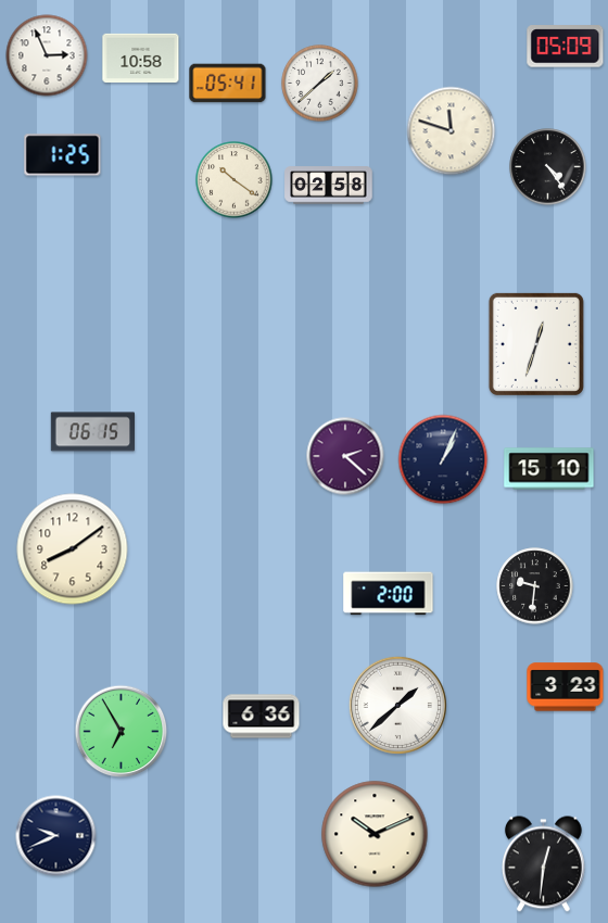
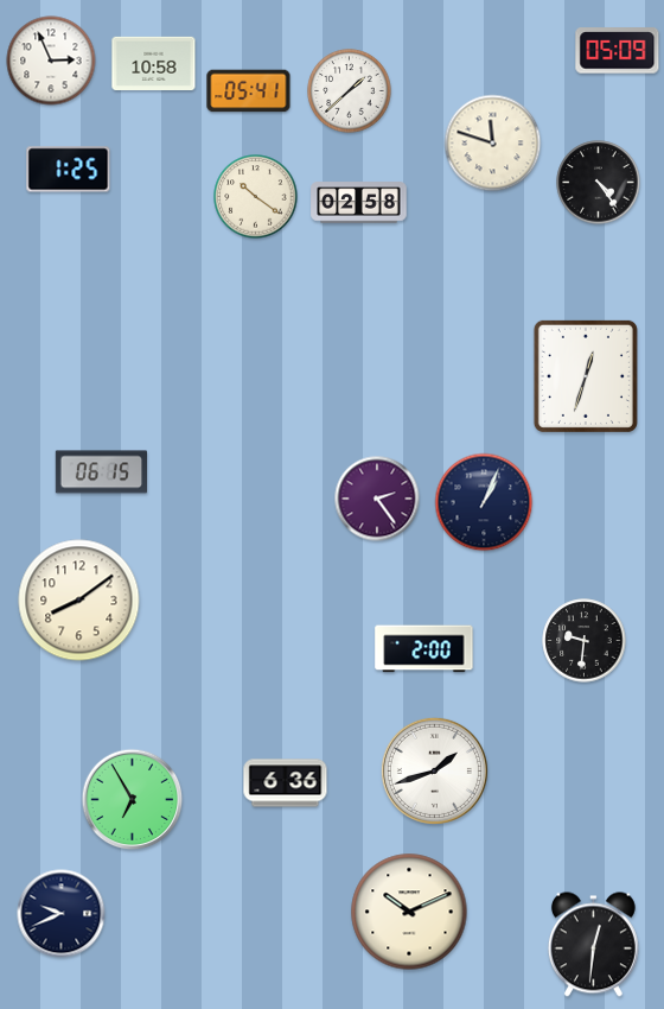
clock at (345, 456): 2:22 -> 2:24
clock at (549, 469): 15:10 -> none
clock at (566, 687): 3:23 -> none
clock at (397, 705): 1:38 -> 1:42
